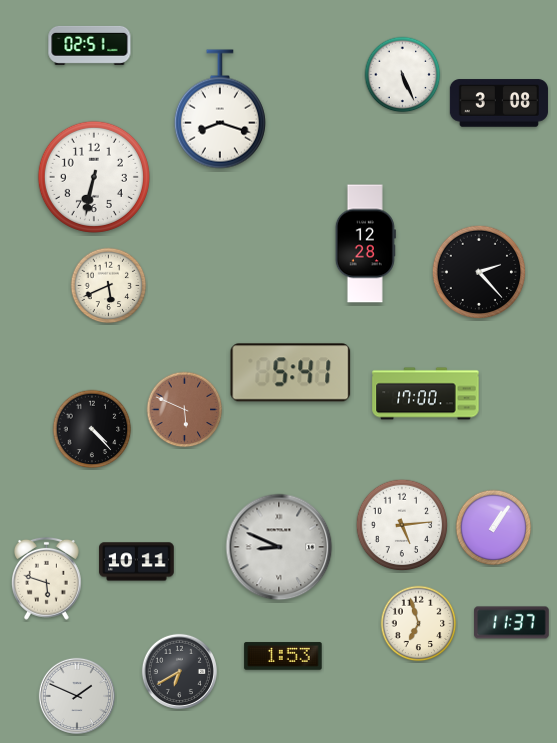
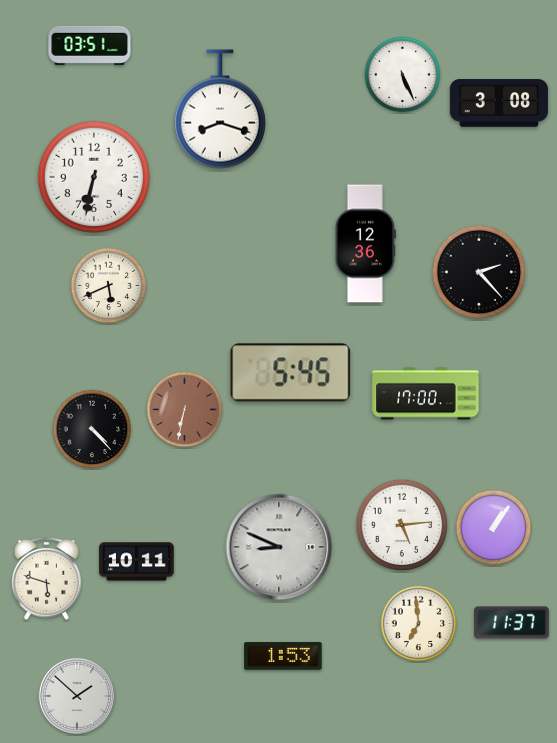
clock at (90, 45): 02:51 -> 03:51
clock at (365, 244): 12:28 -> 12:36
clock at (291, 373): 5:41 -> 5:45
clock at (185, 410): 5:49 -> 6:32
clock at (419, 624): 6:57 -> 6:59
clock at (179, 671): 6:40 -> none
clock at (77, 696): 1:49 -> 1:52
